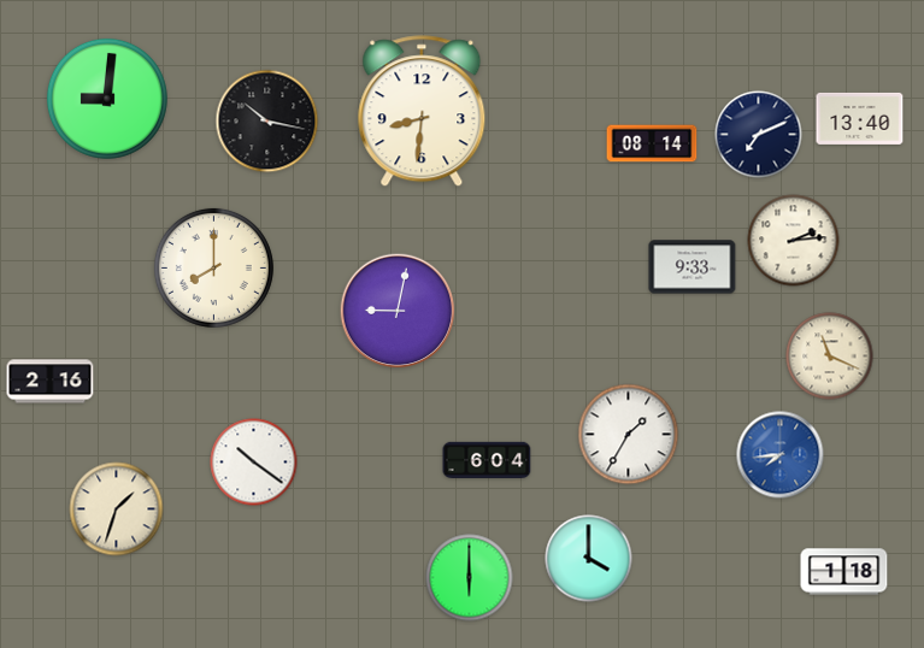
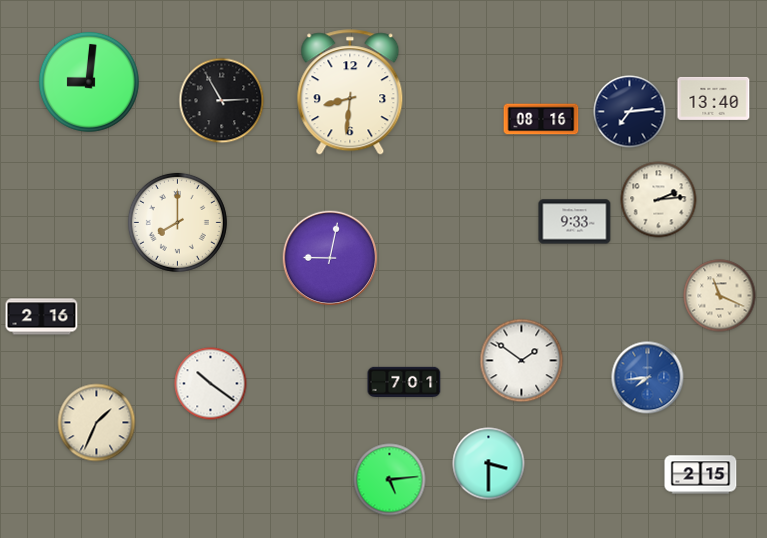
clock at (267, 122): 10:17 -> 2:55
clock at (759, 135): 7:11 -> 7:14
clock at (652, 143): 08:14 -> 08:16
clock at (830, 357) position: (830, 357) -> (720, 296)
clock at (629, 435): 1:35 -> 1:51
clock at (487, 460): 6:04 -> 7:01
clock at (117, 509): 1:33 -> 1:34
clock at (589, 559): 4:00 -> 3:30
clock at (844, 572): 1:18 -> 2:15
clock at (470, 578): 6:00 -> 5:14
